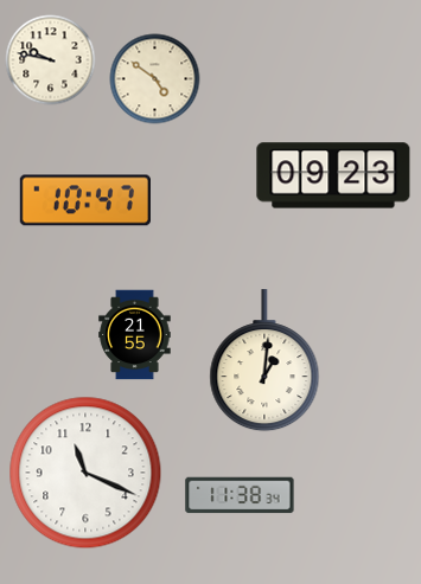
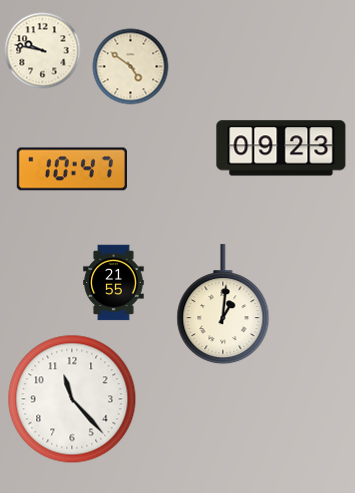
clock at (85, 473): 11:19 -> 11:23
clock at (240, 495): 11:38 -> none
